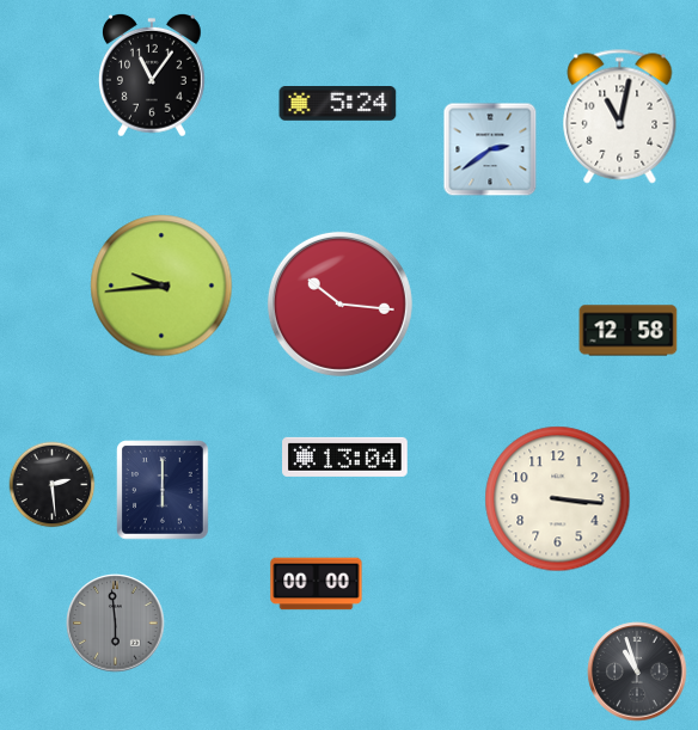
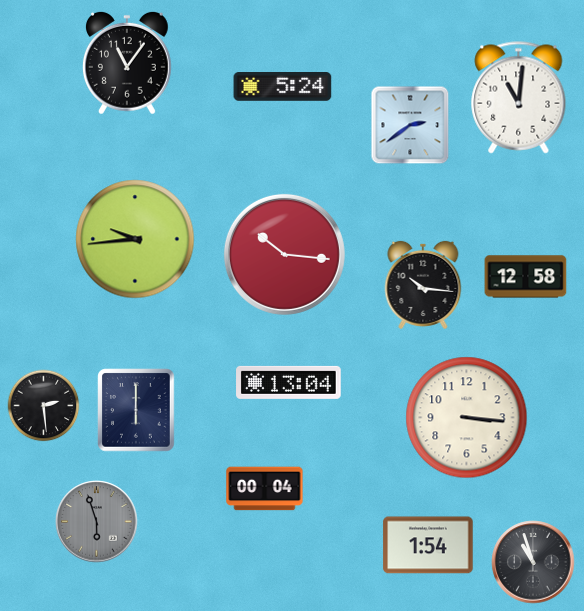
clock at (620, 117): 11:02 -> 11:01
clock at (423, 285): none -> 10:16
clock at (317, 584): 00:00 -> 00:04
clock at (116, 624): 5:59 -> 5:57
clock at (428, 545): none -> 1:54
